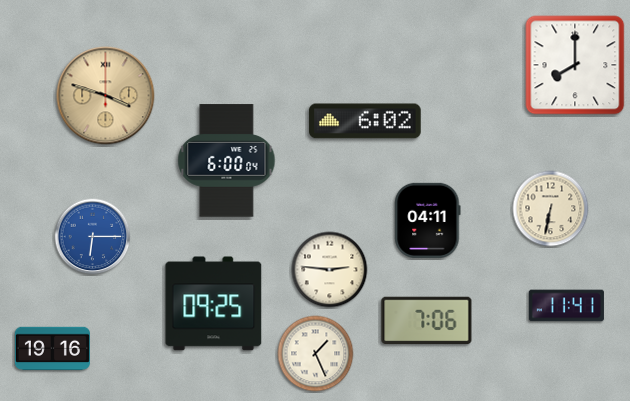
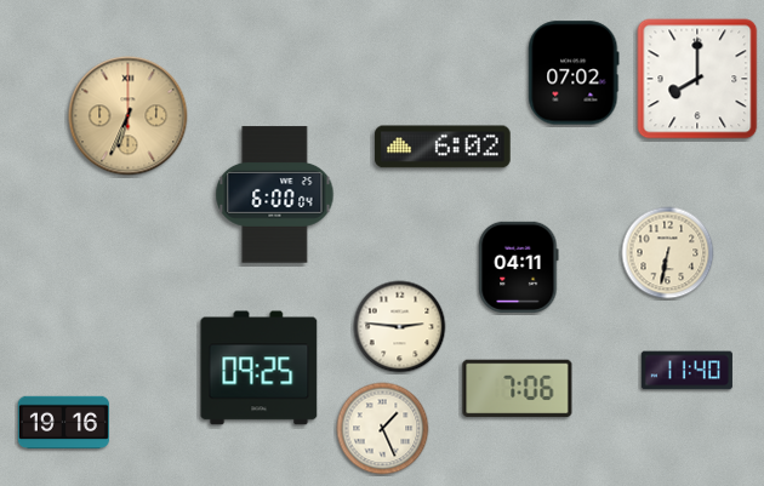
clock at (574, 73): none -> 07:02
clock at (106, 96): 3:48 -> 6:34
clock at (93, 237): 6:15 -> none
clock at (566, 306): 11:41 -> 11:40
